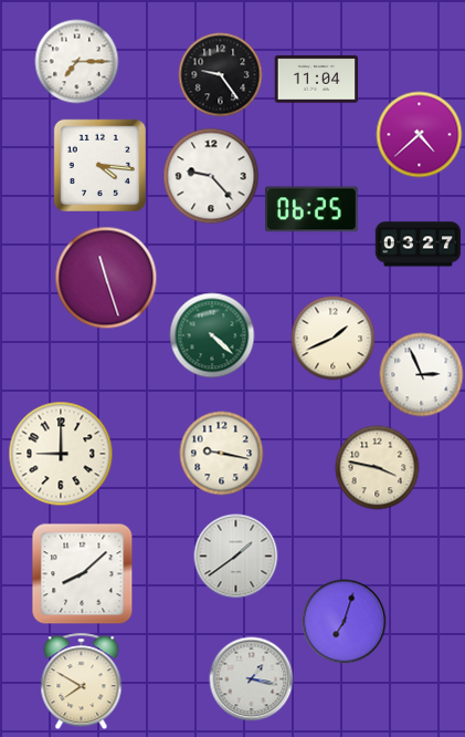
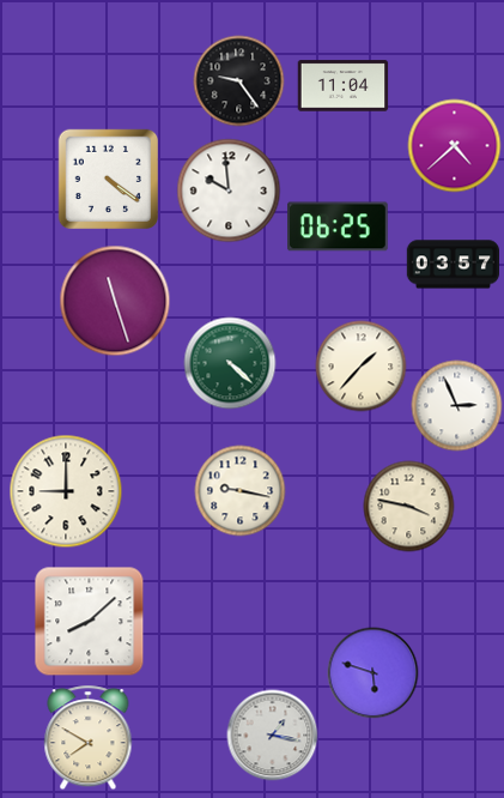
clock at (77, 62): 7:15 -> none
clock at (99, 165): 4:16 -> 4:21
clock at (211, 176): 9:23 -> 9:59
clock at (418, 245): 03:27 -> 03:57
clock at (334, 339): 1:41 -> 1:37
clock at (236, 557): 1:39 -> none
clock at (345, 622): 7:03 -> 5:48
